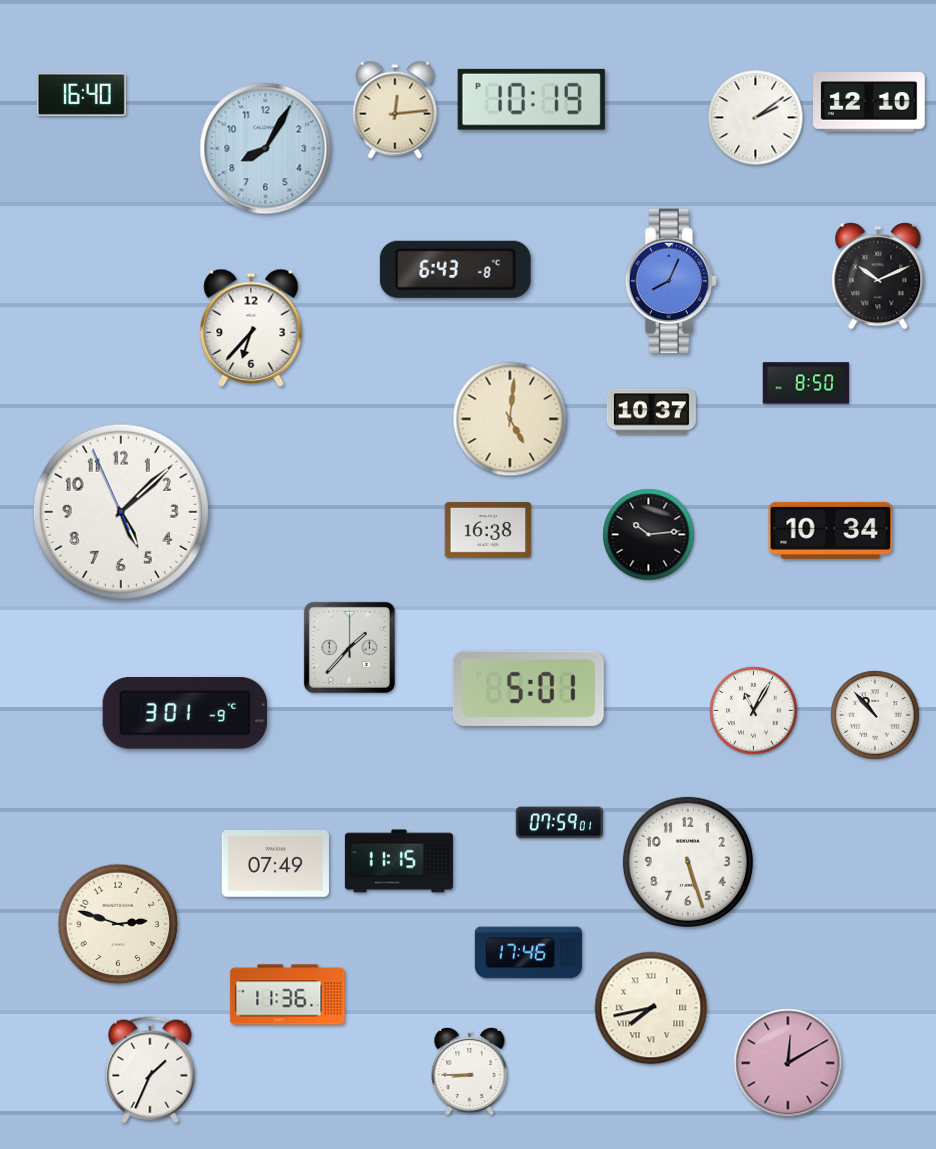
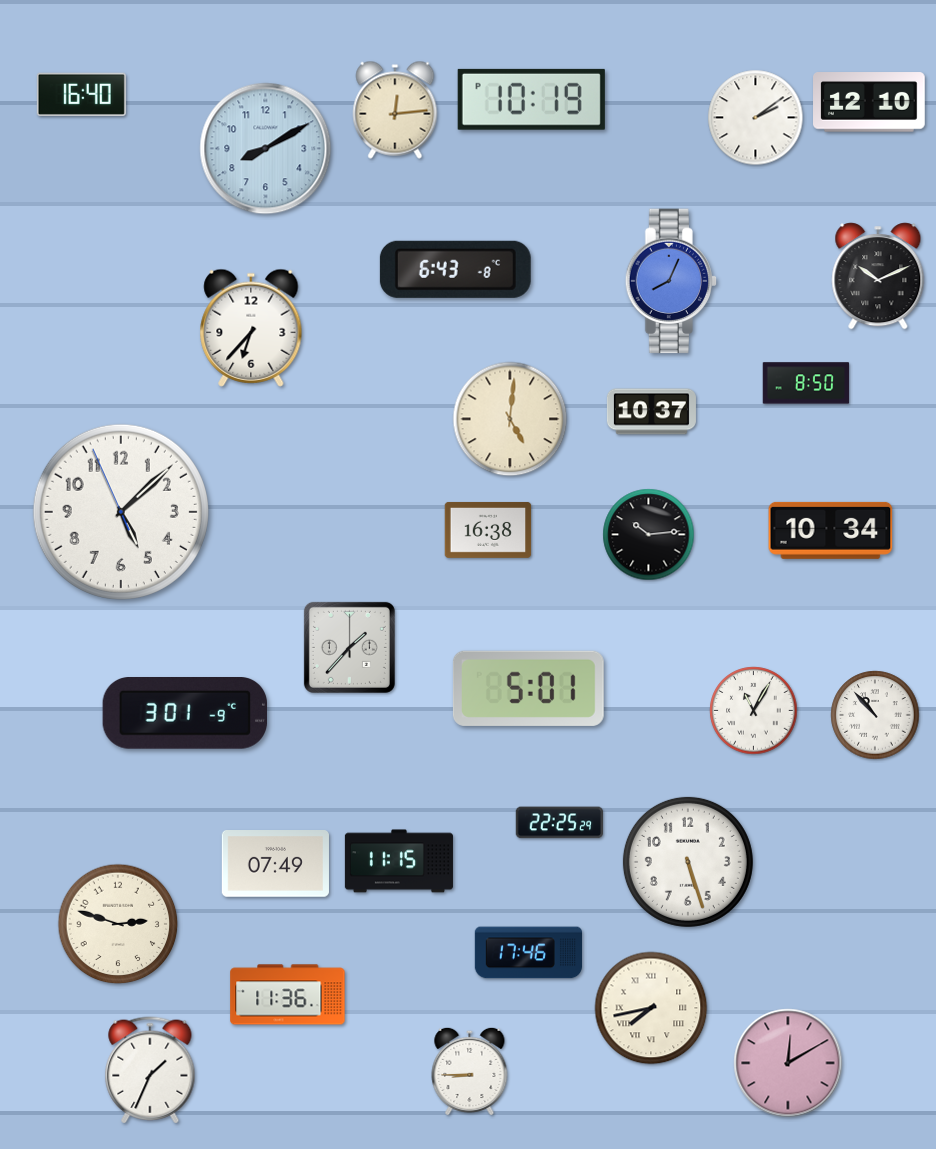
clock at (266, 149): 8:05 -> 8:10
clock at (559, 823): 07:59 -> 22:25
